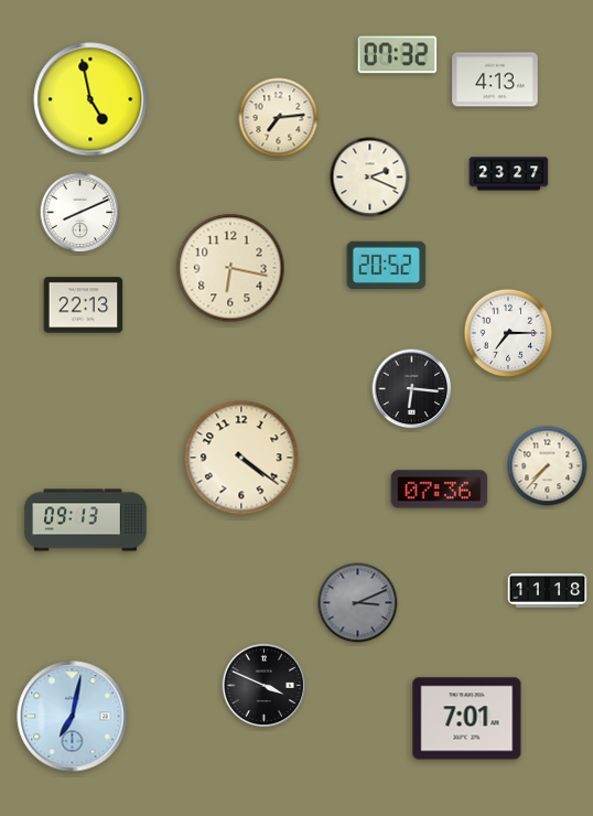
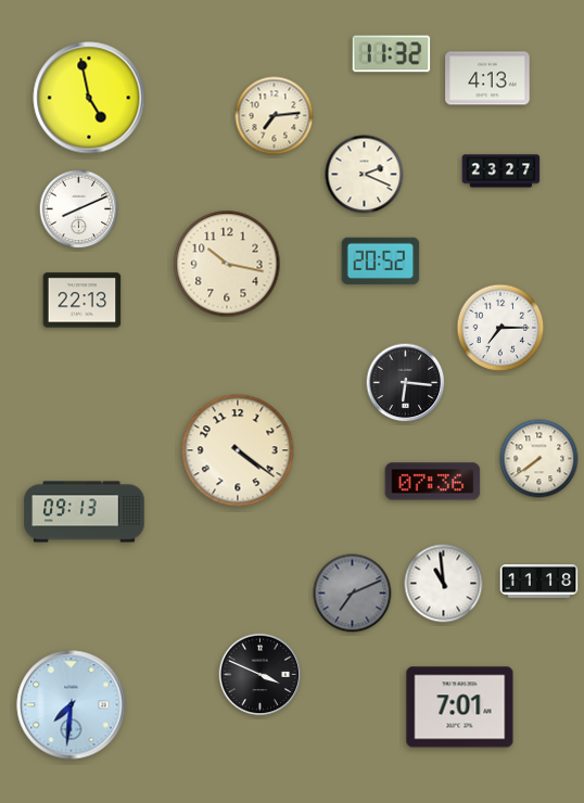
clock at (398, 55): 07:32 -> 11:32
clock at (230, 268): 6:17 -> 10:17
clock at (548, 466): 7:37 -> 7:39
clock at (444, 584): none -> 10:59
clock at (358, 603): 3:11 -> 7:11
clock at (73, 717): 7:02 -> 7:31
